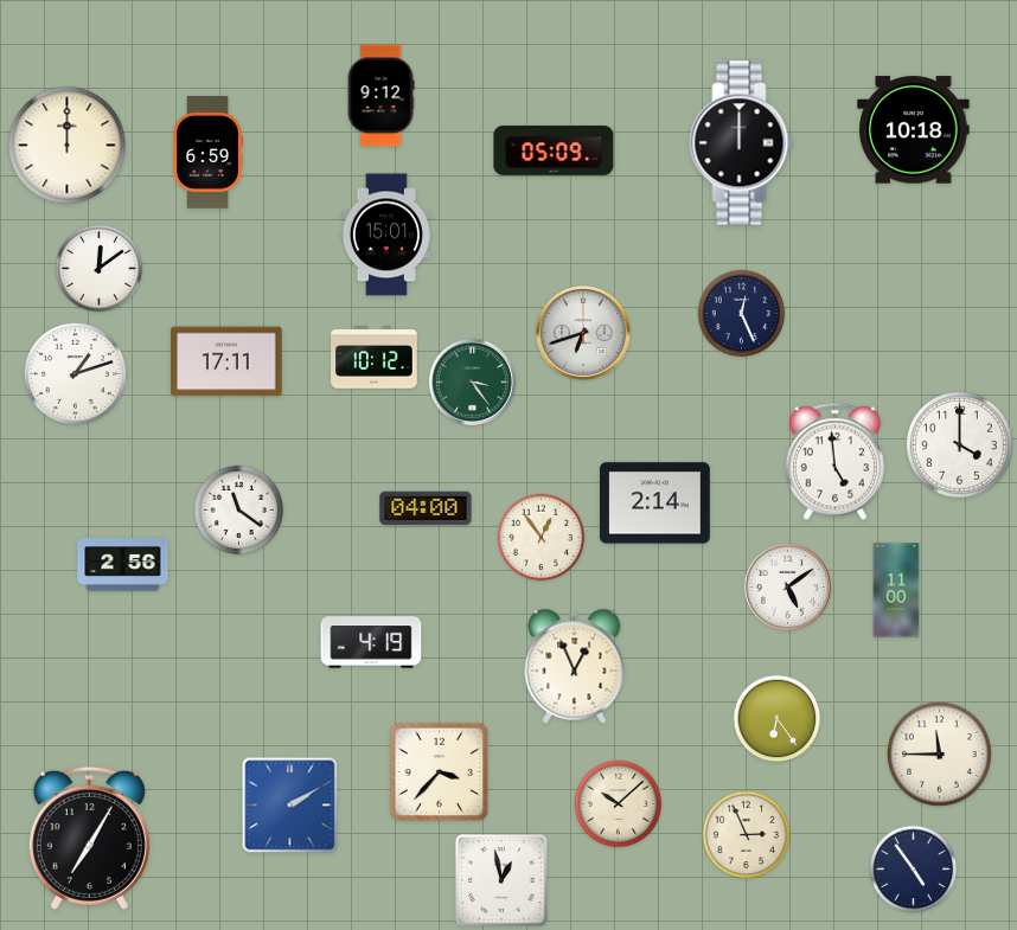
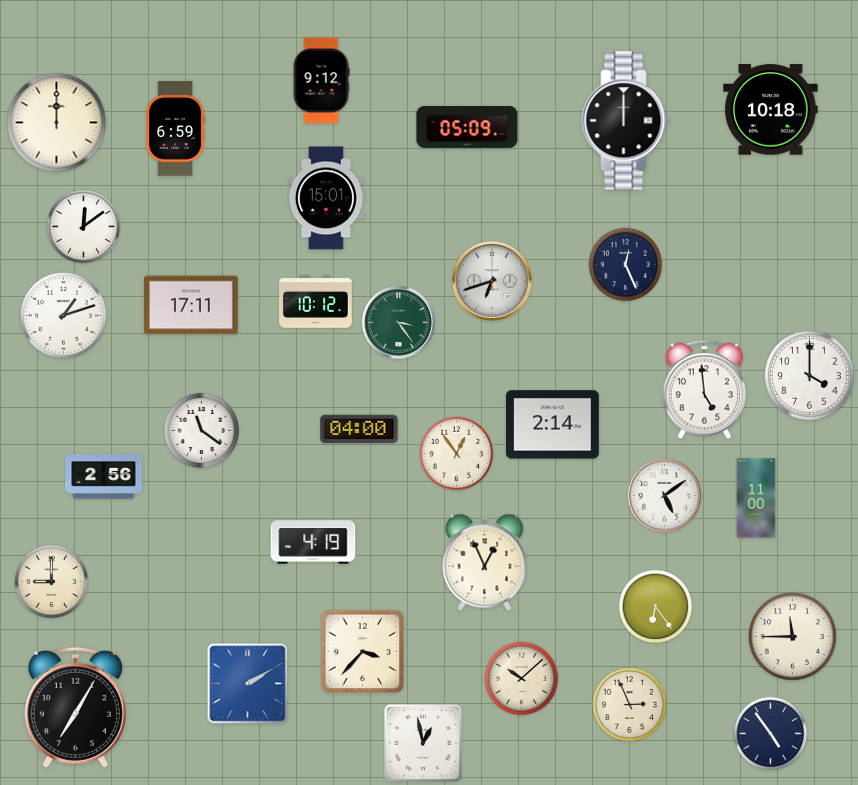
clock at (52, 582): none -> 9:00
clock at (439, 771) position: (439, 771) -> (362, 651)
clock at (290, 806) position: (290, 806) -> (248, 684)
